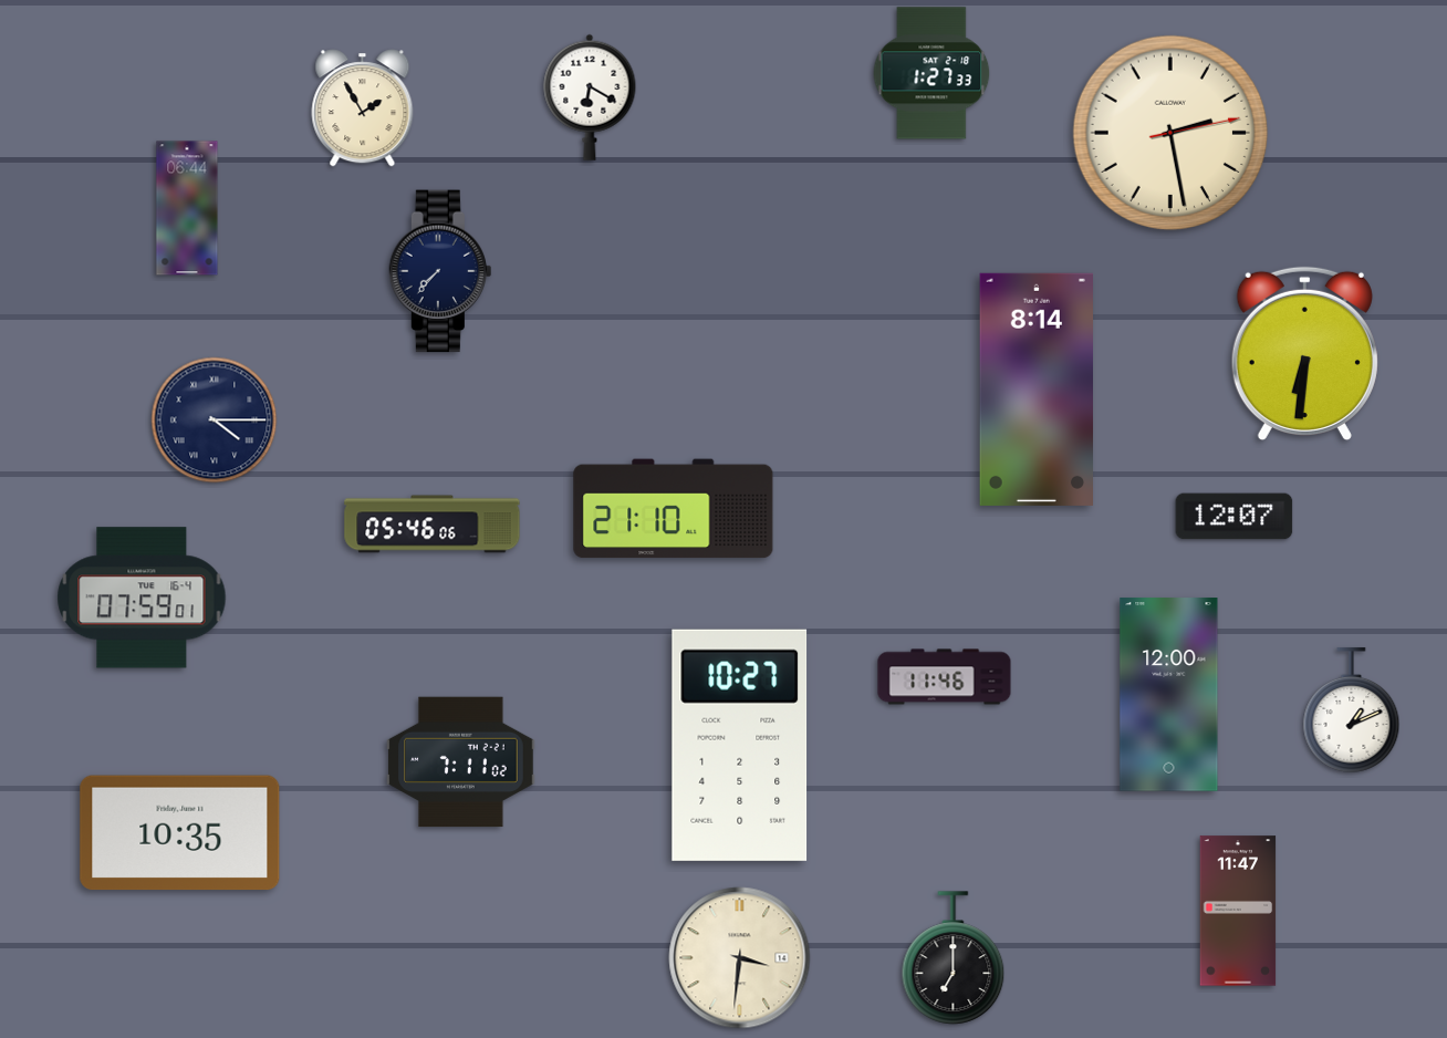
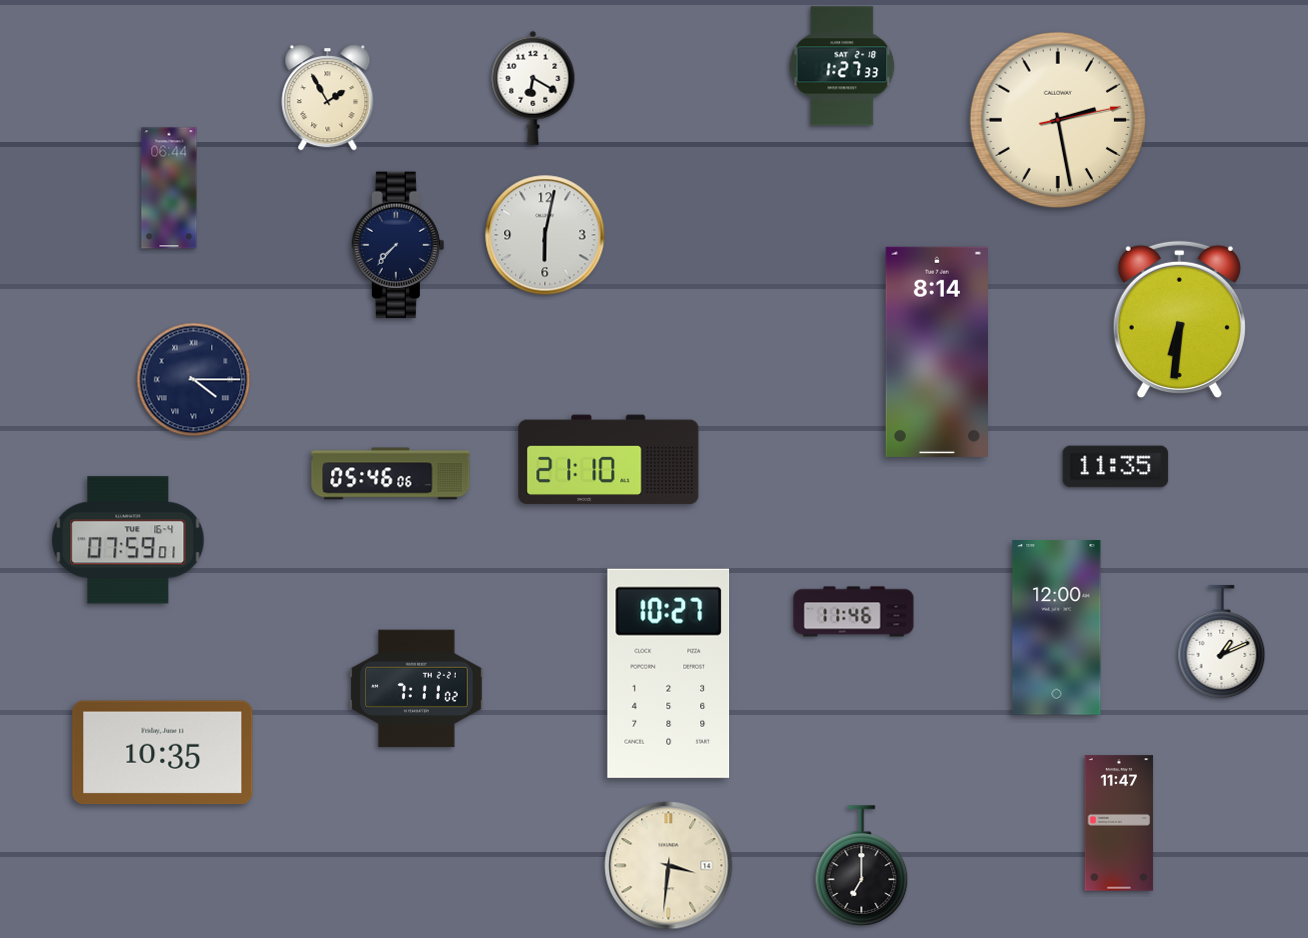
clock at (545, 235): none -> 6:02
clock at (1235, 517): 12:07 -> 11:35
